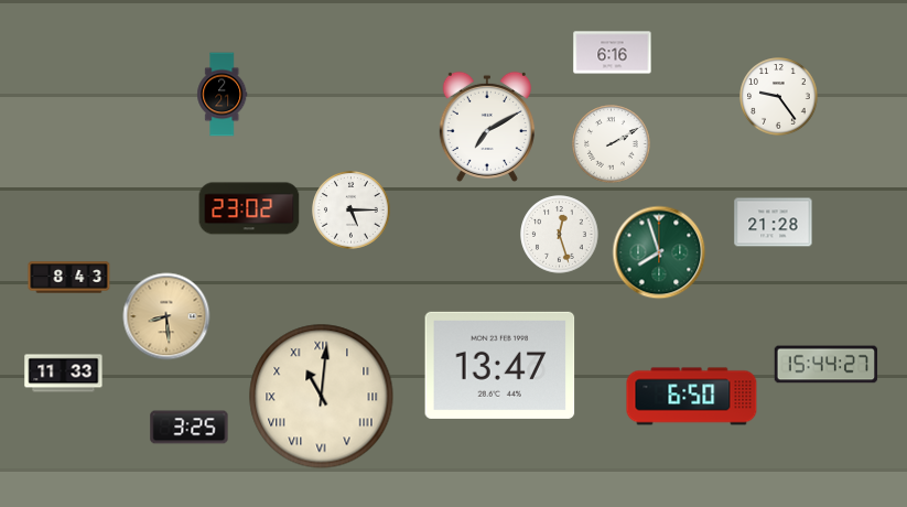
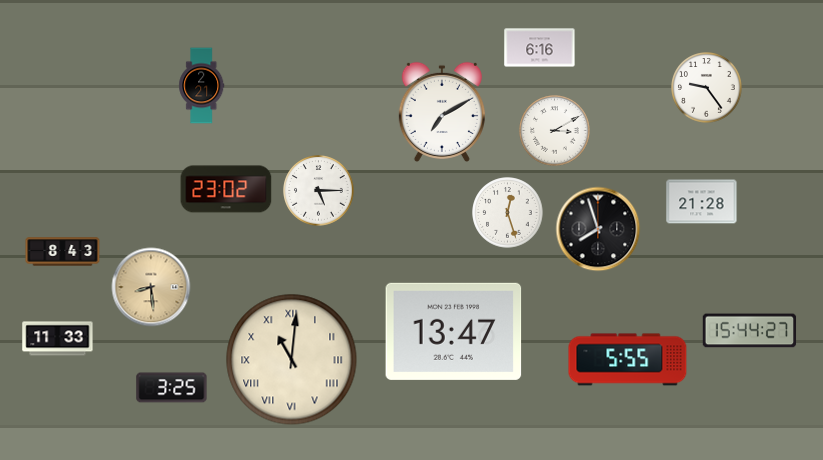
clock at (613, 53) position: (613, 53) -> (540, 48)
clock at (487, 126) position: (487, 126) -> (442, 111)
clock at (612, 144): 2:10 -> 3:10
clock at (659, 252) dial: green -> black
clock at (692, 397): 6:50 -> 5:55
